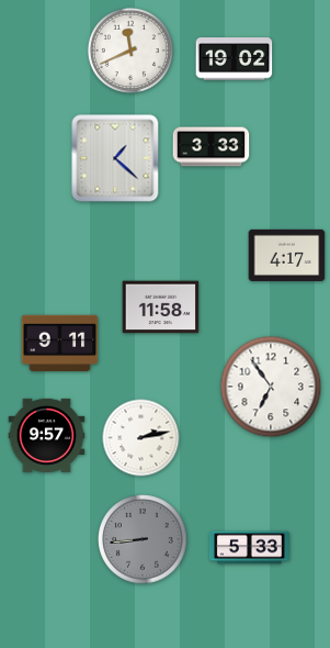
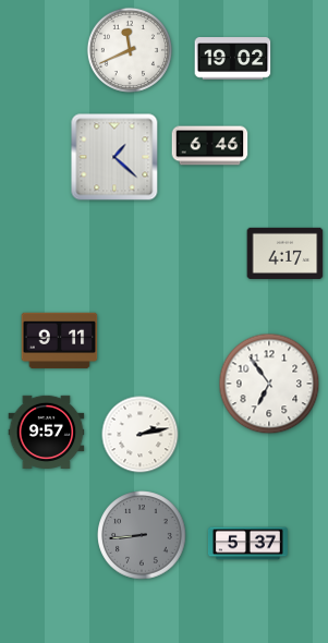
clock at (212, 147): 3:33 -> 6:46
clock at (161, 308): 11:58 -> none
clock at (249, 548): 5:33 -> 5:37
